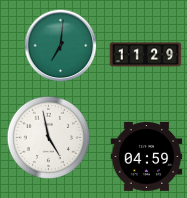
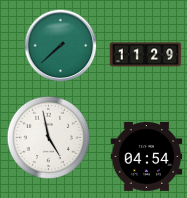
clock at (61, 46): 7:01 -> 7:38
clock at (147, 156): 04:59 -> 04:54
